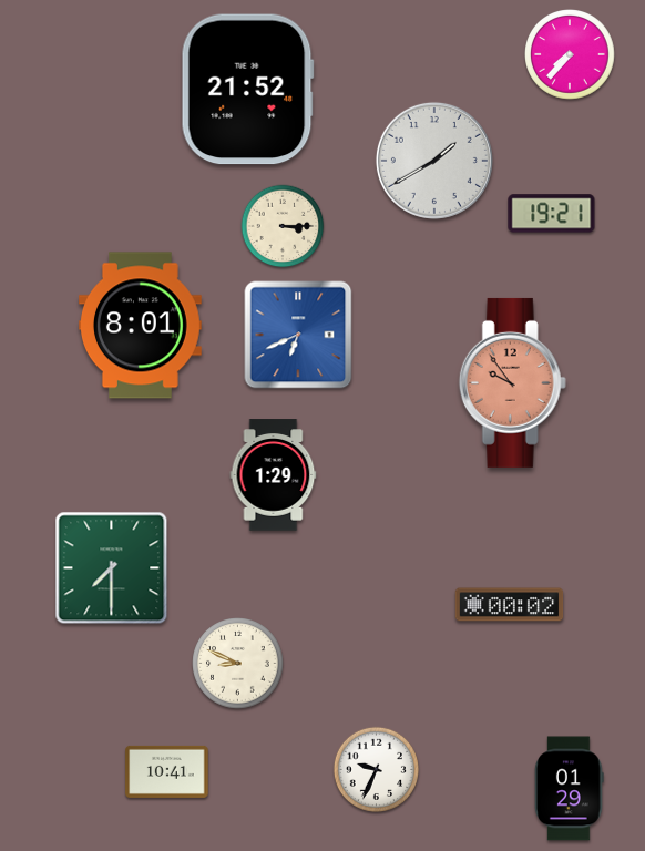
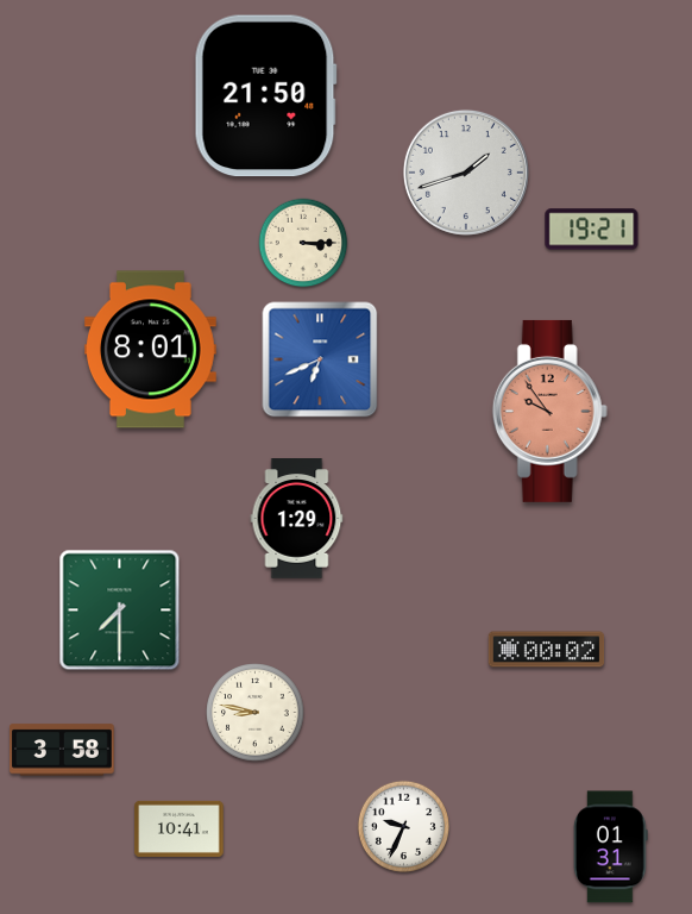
clock at (571, 55): 7:37 -> none
clock at (247, 90): 21:52 -> 21:50
clock at (434, 161): 1:40 -> 1:42
clock at (274, 475) position: (274, 475) -> (297, 519)
clock at (238, 664): 8:49 -> 8:47
clock at (62, 750): none -> 3:58
clock at (569, 789): 01:29 -> 01:31
